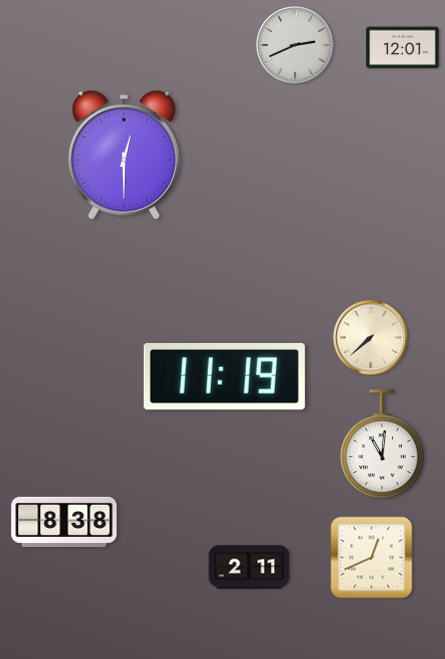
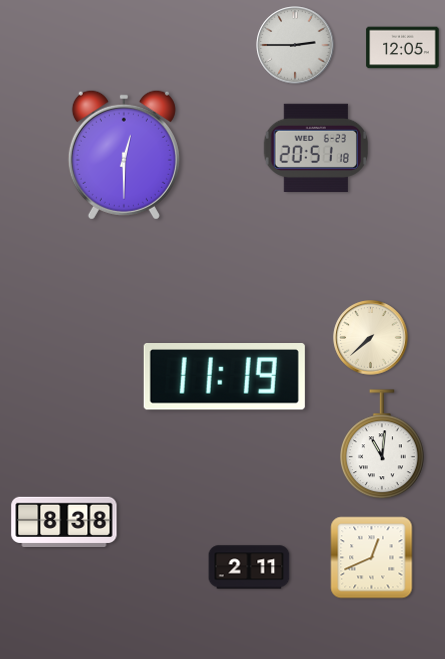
clock at (295, 45): 2:41 -> 2:45
clock at (403, 48): 12:01 -> 12:05
clock at (315, 148): none -> 20:51
